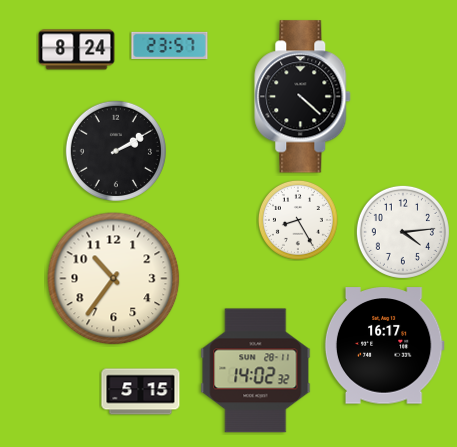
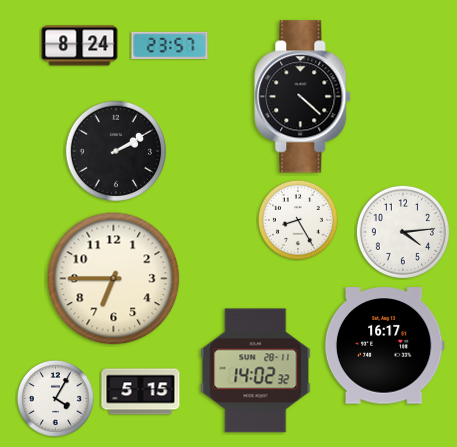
clock at (77, 50) position: (77, 50) -> (80, 46)
clock at (114, 279): 10:36 -> 6:45
clock at (55, 398): none -> 4:05
